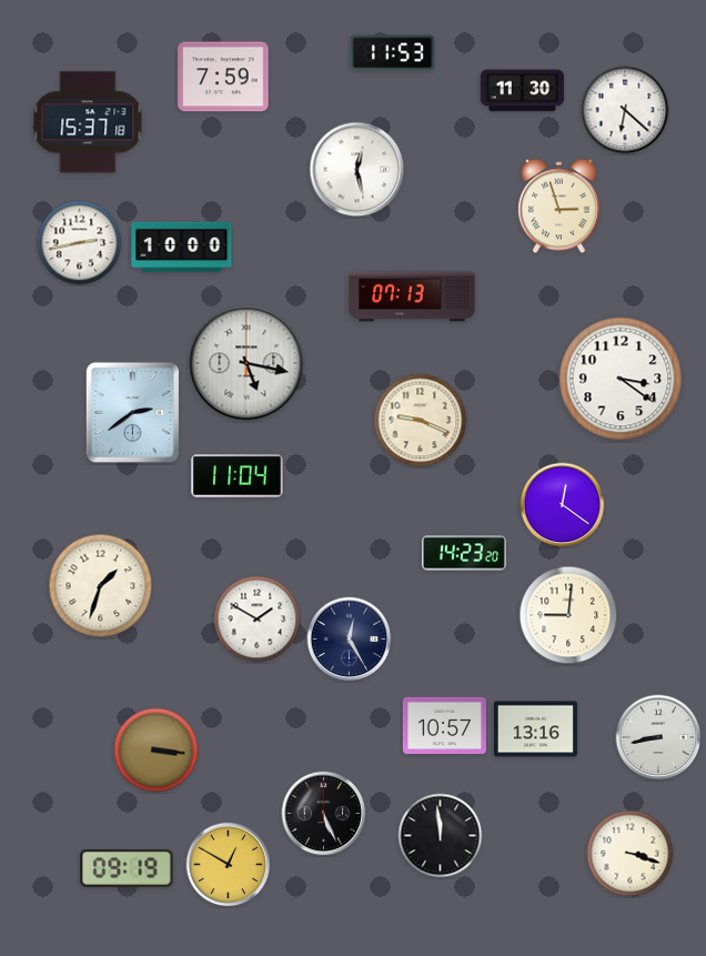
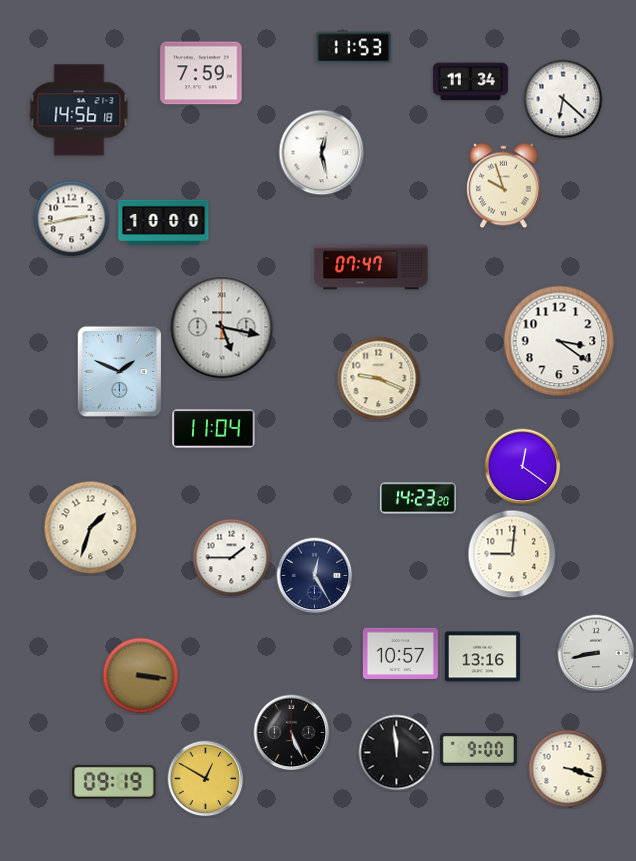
clock at (223, 77) position: (223, 77) -> (201, 73)
clock at (522, 91): 11:30 -> 11:34
clock at (88, 122): 15:37 -> 14:56
clock at (559, 207): 2:57 -> 9:57
clock at (412, 296): 07:13 -> 07:47
clock at (132, 412): 2:39 -> 1:49
clock at (563, 505) position: (563, 505) -> (523, 467)
clock at (258, 620): 1:50 -> 1:45
clock at (658, 737) position: (658, 737) -> (596, 653)
clock at (478, 749): none -> 9:00
